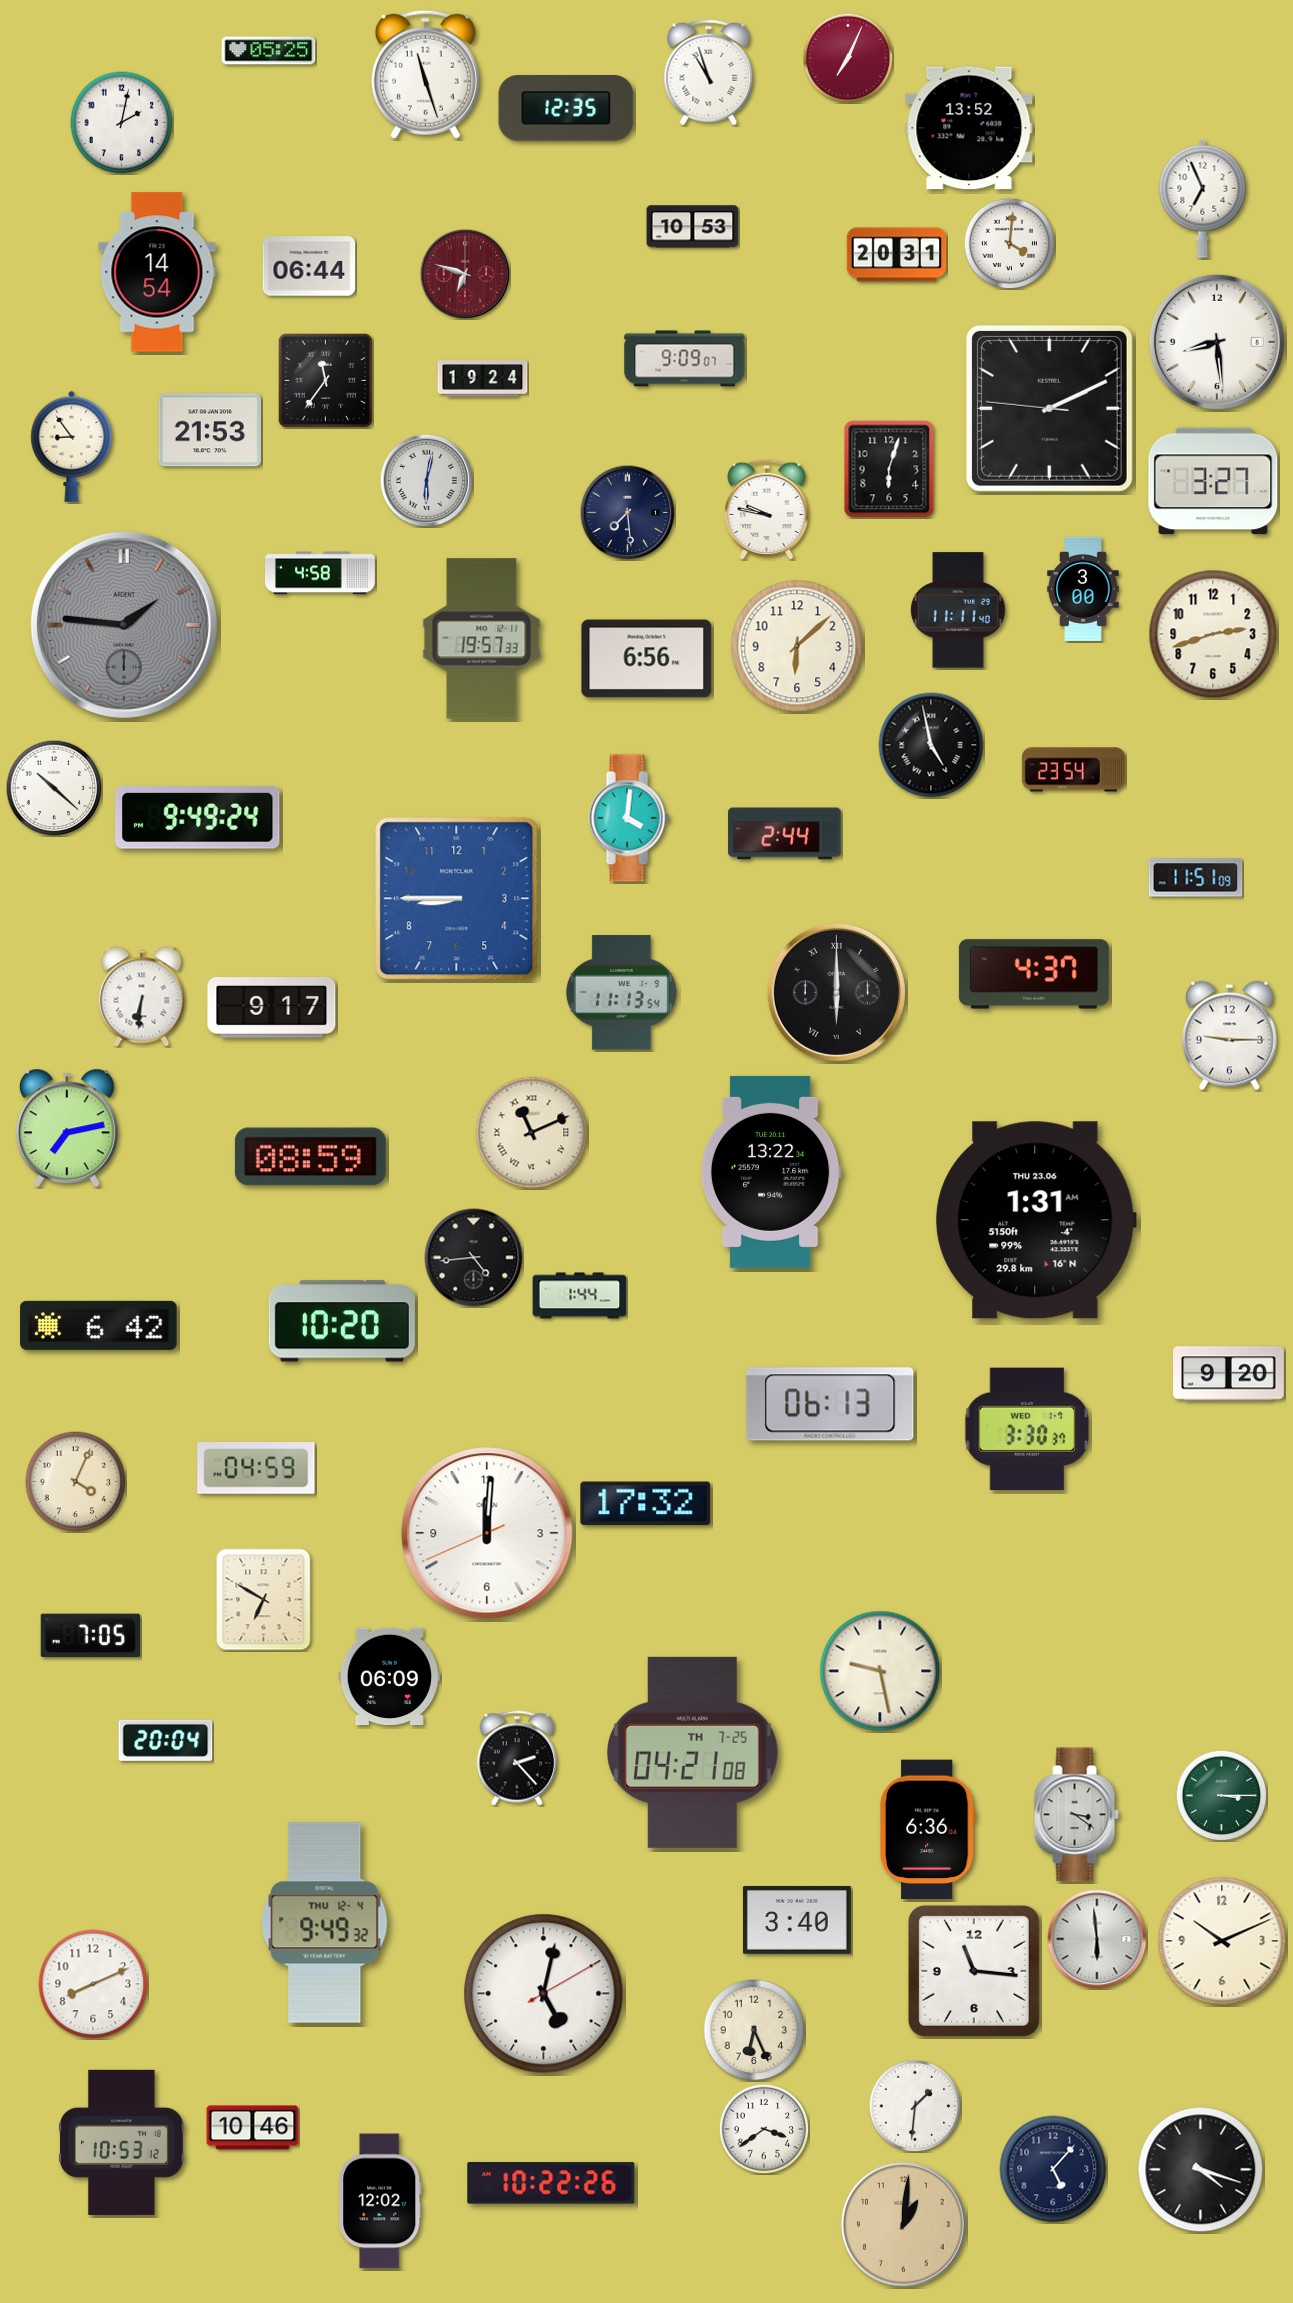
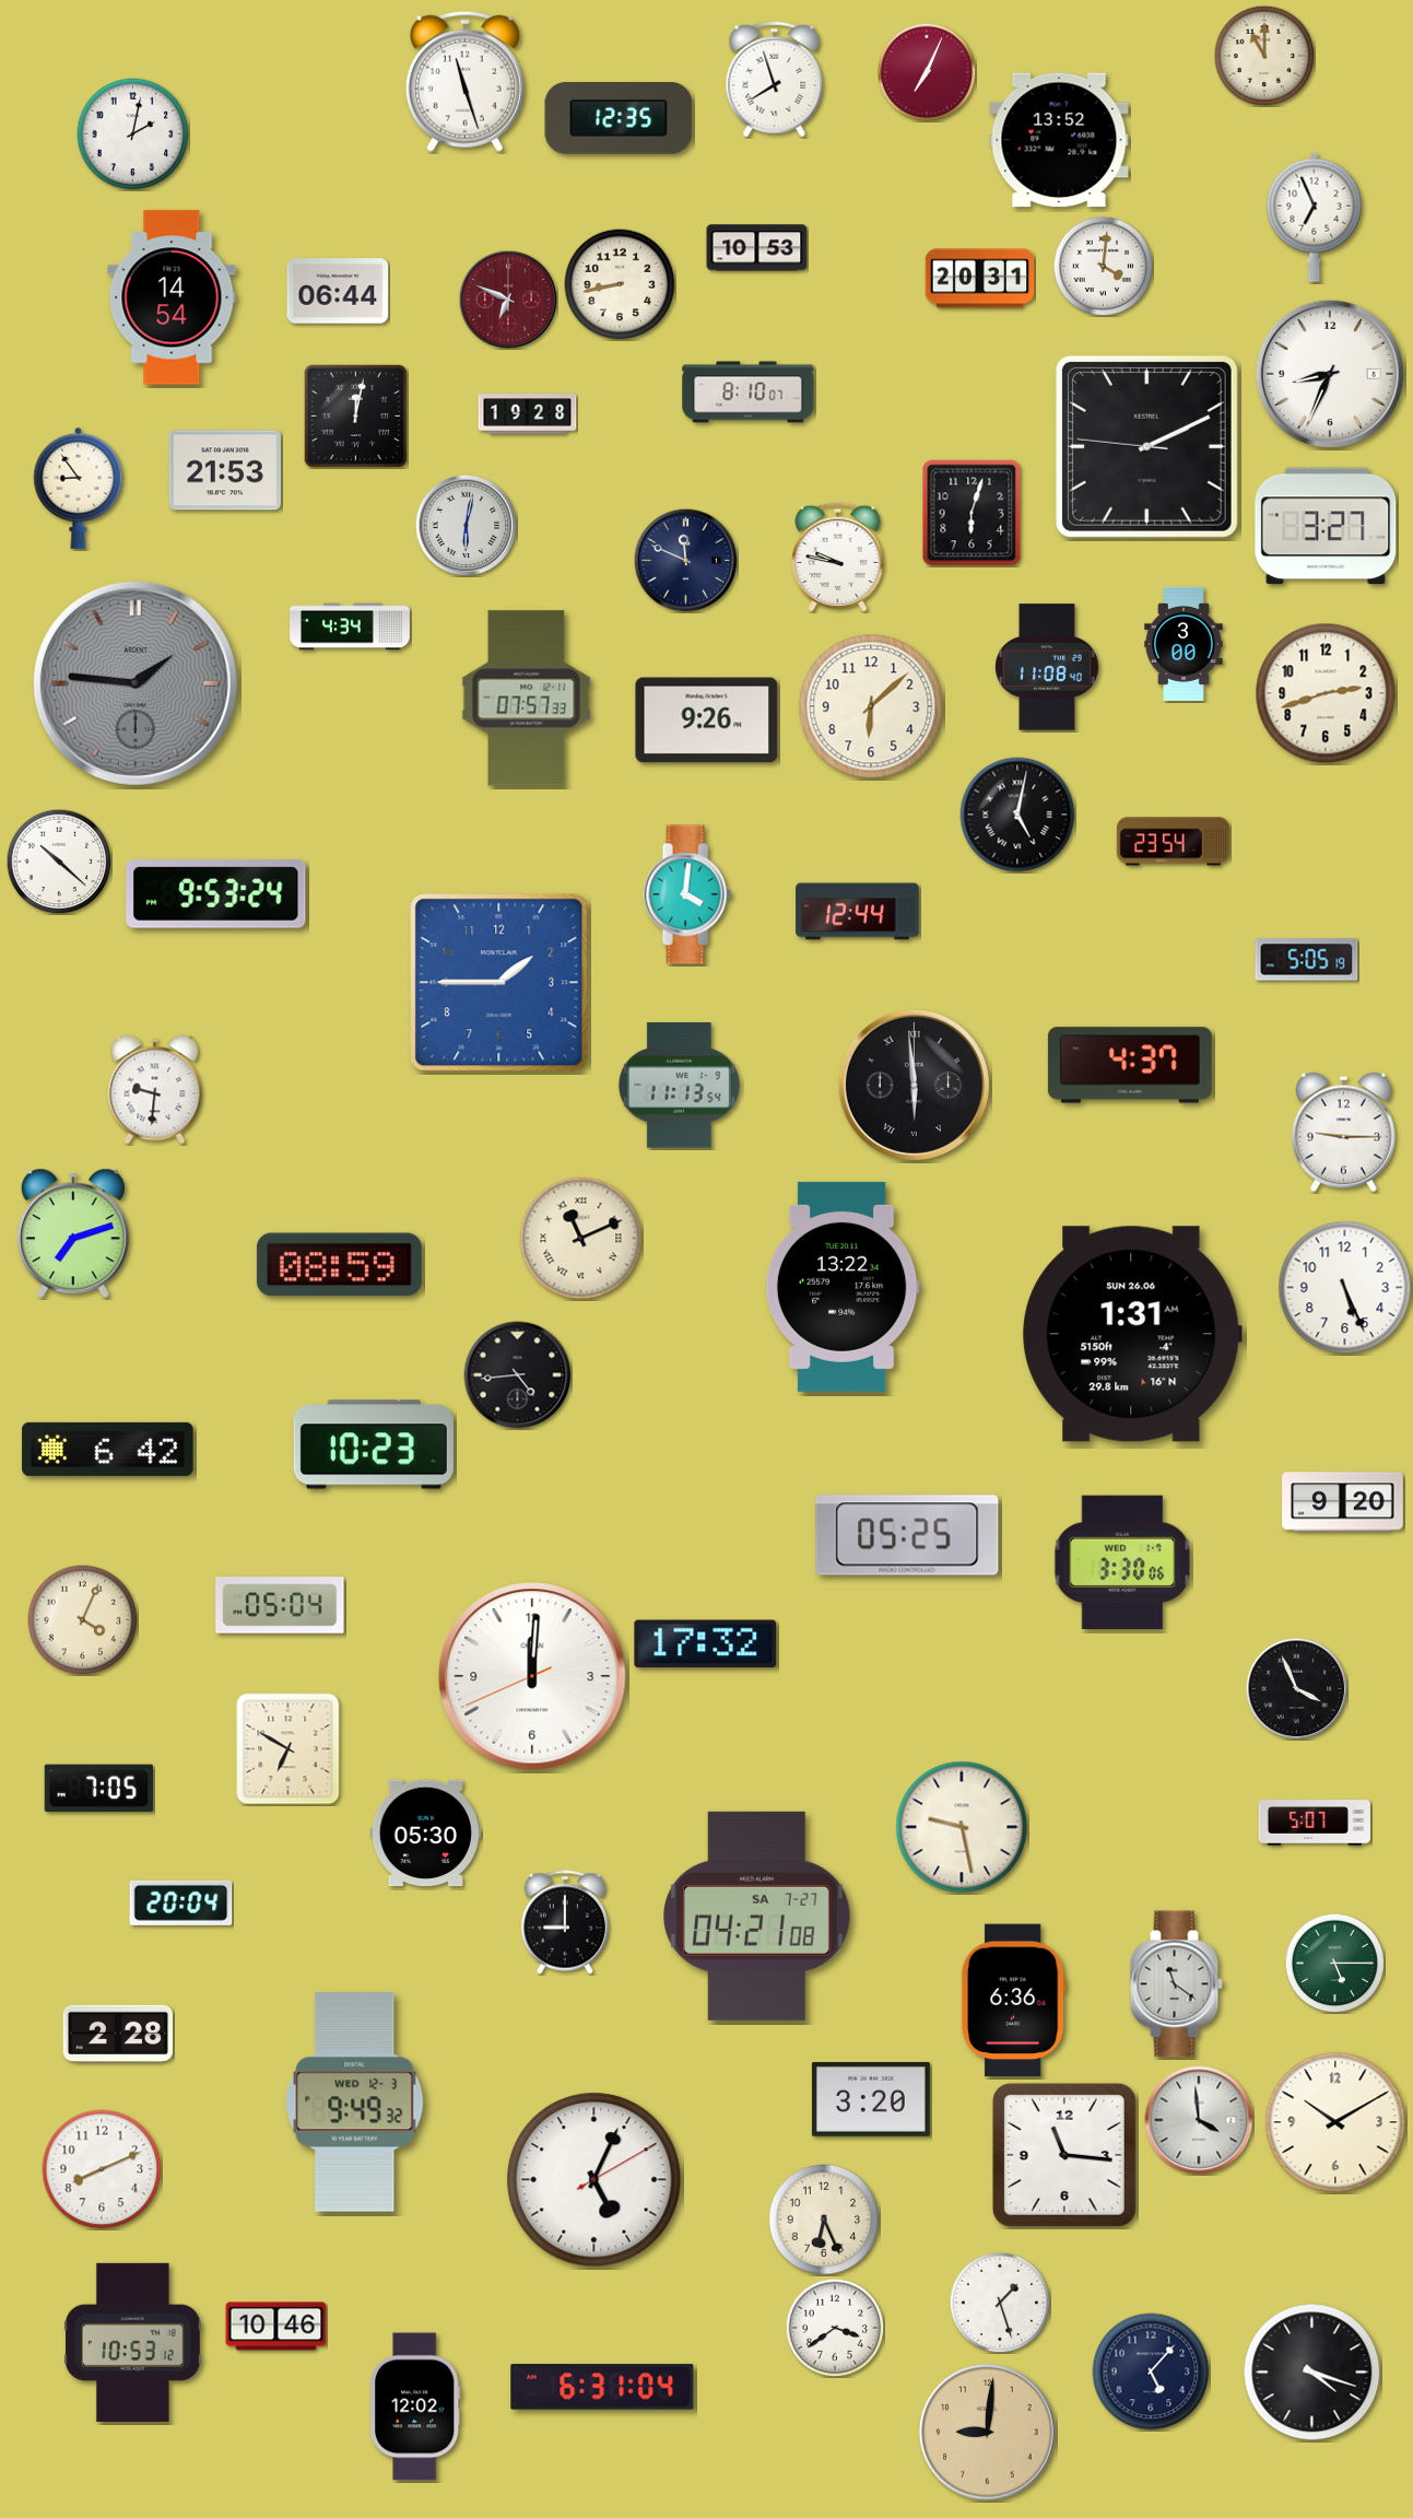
clock at (269, 51): 05:25 -> none
clock at (1264, 56): none -> 11:00
clock at (848, 58) position: (848, 58) -> (927, 72)
clock at (709, 73): 10:57 -> 7:57
clock at (620, 284): none -> 8:43
clock at (465, 274): 6:48 -> 6:49
clock at (1217, 342): 8:29 -> 8:34
clock at (685, 359): 9:09 -> 8:10
clock at (483, 379): 19:24 -> 19:28
clock at (325, 380): 11:36 -> 12:02
clock at (210, 430) position: (210, 430) -> (225, 470)
clock at (627, 512): 7:29 -> 11:49
clock at (321, 573): 4:58 -> 4:34
clock at (958, 610): 11:11 -> 11:08
clock at (482, 639): 19:57 -> 07:57
clock at (647, 659): 6:56 -> 9:26
clock at (931, 745): 4:58 -> 5:02
clock at (198, 818): 9:49 -> 9:53
clock at (785, 834): 2:44 -> 12:44
clock at (1196, 878): 11:51 -> 5:05
clock at (457, 899): 8:45 -> 1:45
clock at (836, 992): 6:00 -> 5:59
clock at (142, 997): 6:31 -> 9:31
clock at (272, 1008): 9:17 -> none
clock at (67, 1128): 7:13 -> 7:12
clock at (771, 1172) position: (771, 1172) -> (843, 1287)
clock at (1345, 1288): none -> 5:26
clock at (1036, 1220) date: THU 23.06 -> SUN 26.06
clock at (580, 1296): 1:44 -> none
clock at (342, 1321): 10:20 -> 10:23
clock at (830, 1404): 06:13 -> 05:25
clock at (1027, 1428): 3:30:37 -> 3:30:06
clock at (256, 1469): 04:59 -> 05:04
clock at (1296, 1688): none -> 3:56
clock at (1315, 1823): none -> 5:07
clock at (389, 1677): 06:09 -> 05:30
clock at (693, 1752) date: TH 7-25 -> SA 7-27
clock at (516, 1758): 2:23 -> 9:00
clock at (1221, 1795): 3:15 -> 5:15
clock at (1076, 1815): 3:21 -> 11:21
clock at (117, 2034): none -> 2:28
clock at (797, 1920): 3:40 -> 3:20
clock at (325, 1923) date: THU 12-4 -> WED 12-3
clock at (1097, 1939): 5:59 -> 3:59
clock at (1222, 1941): 10:11 -> 10:10
clock at (544, 1994): 5:02 -> 5:04
clock at (915, 2106): 1:31 -> 1:27
clock at (551, 2183): 10:22 -> 6:31
clock at (904, 2225): 1:01 -> 9:01
